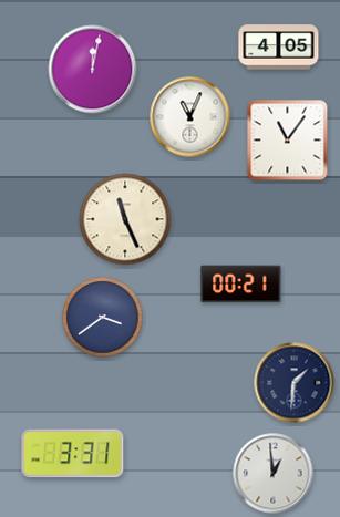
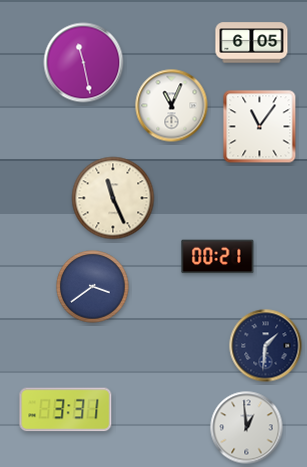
clock at (279, 48): 4:05 -> 6:05
clock at (93, 70): 12:02 -> 11:28
